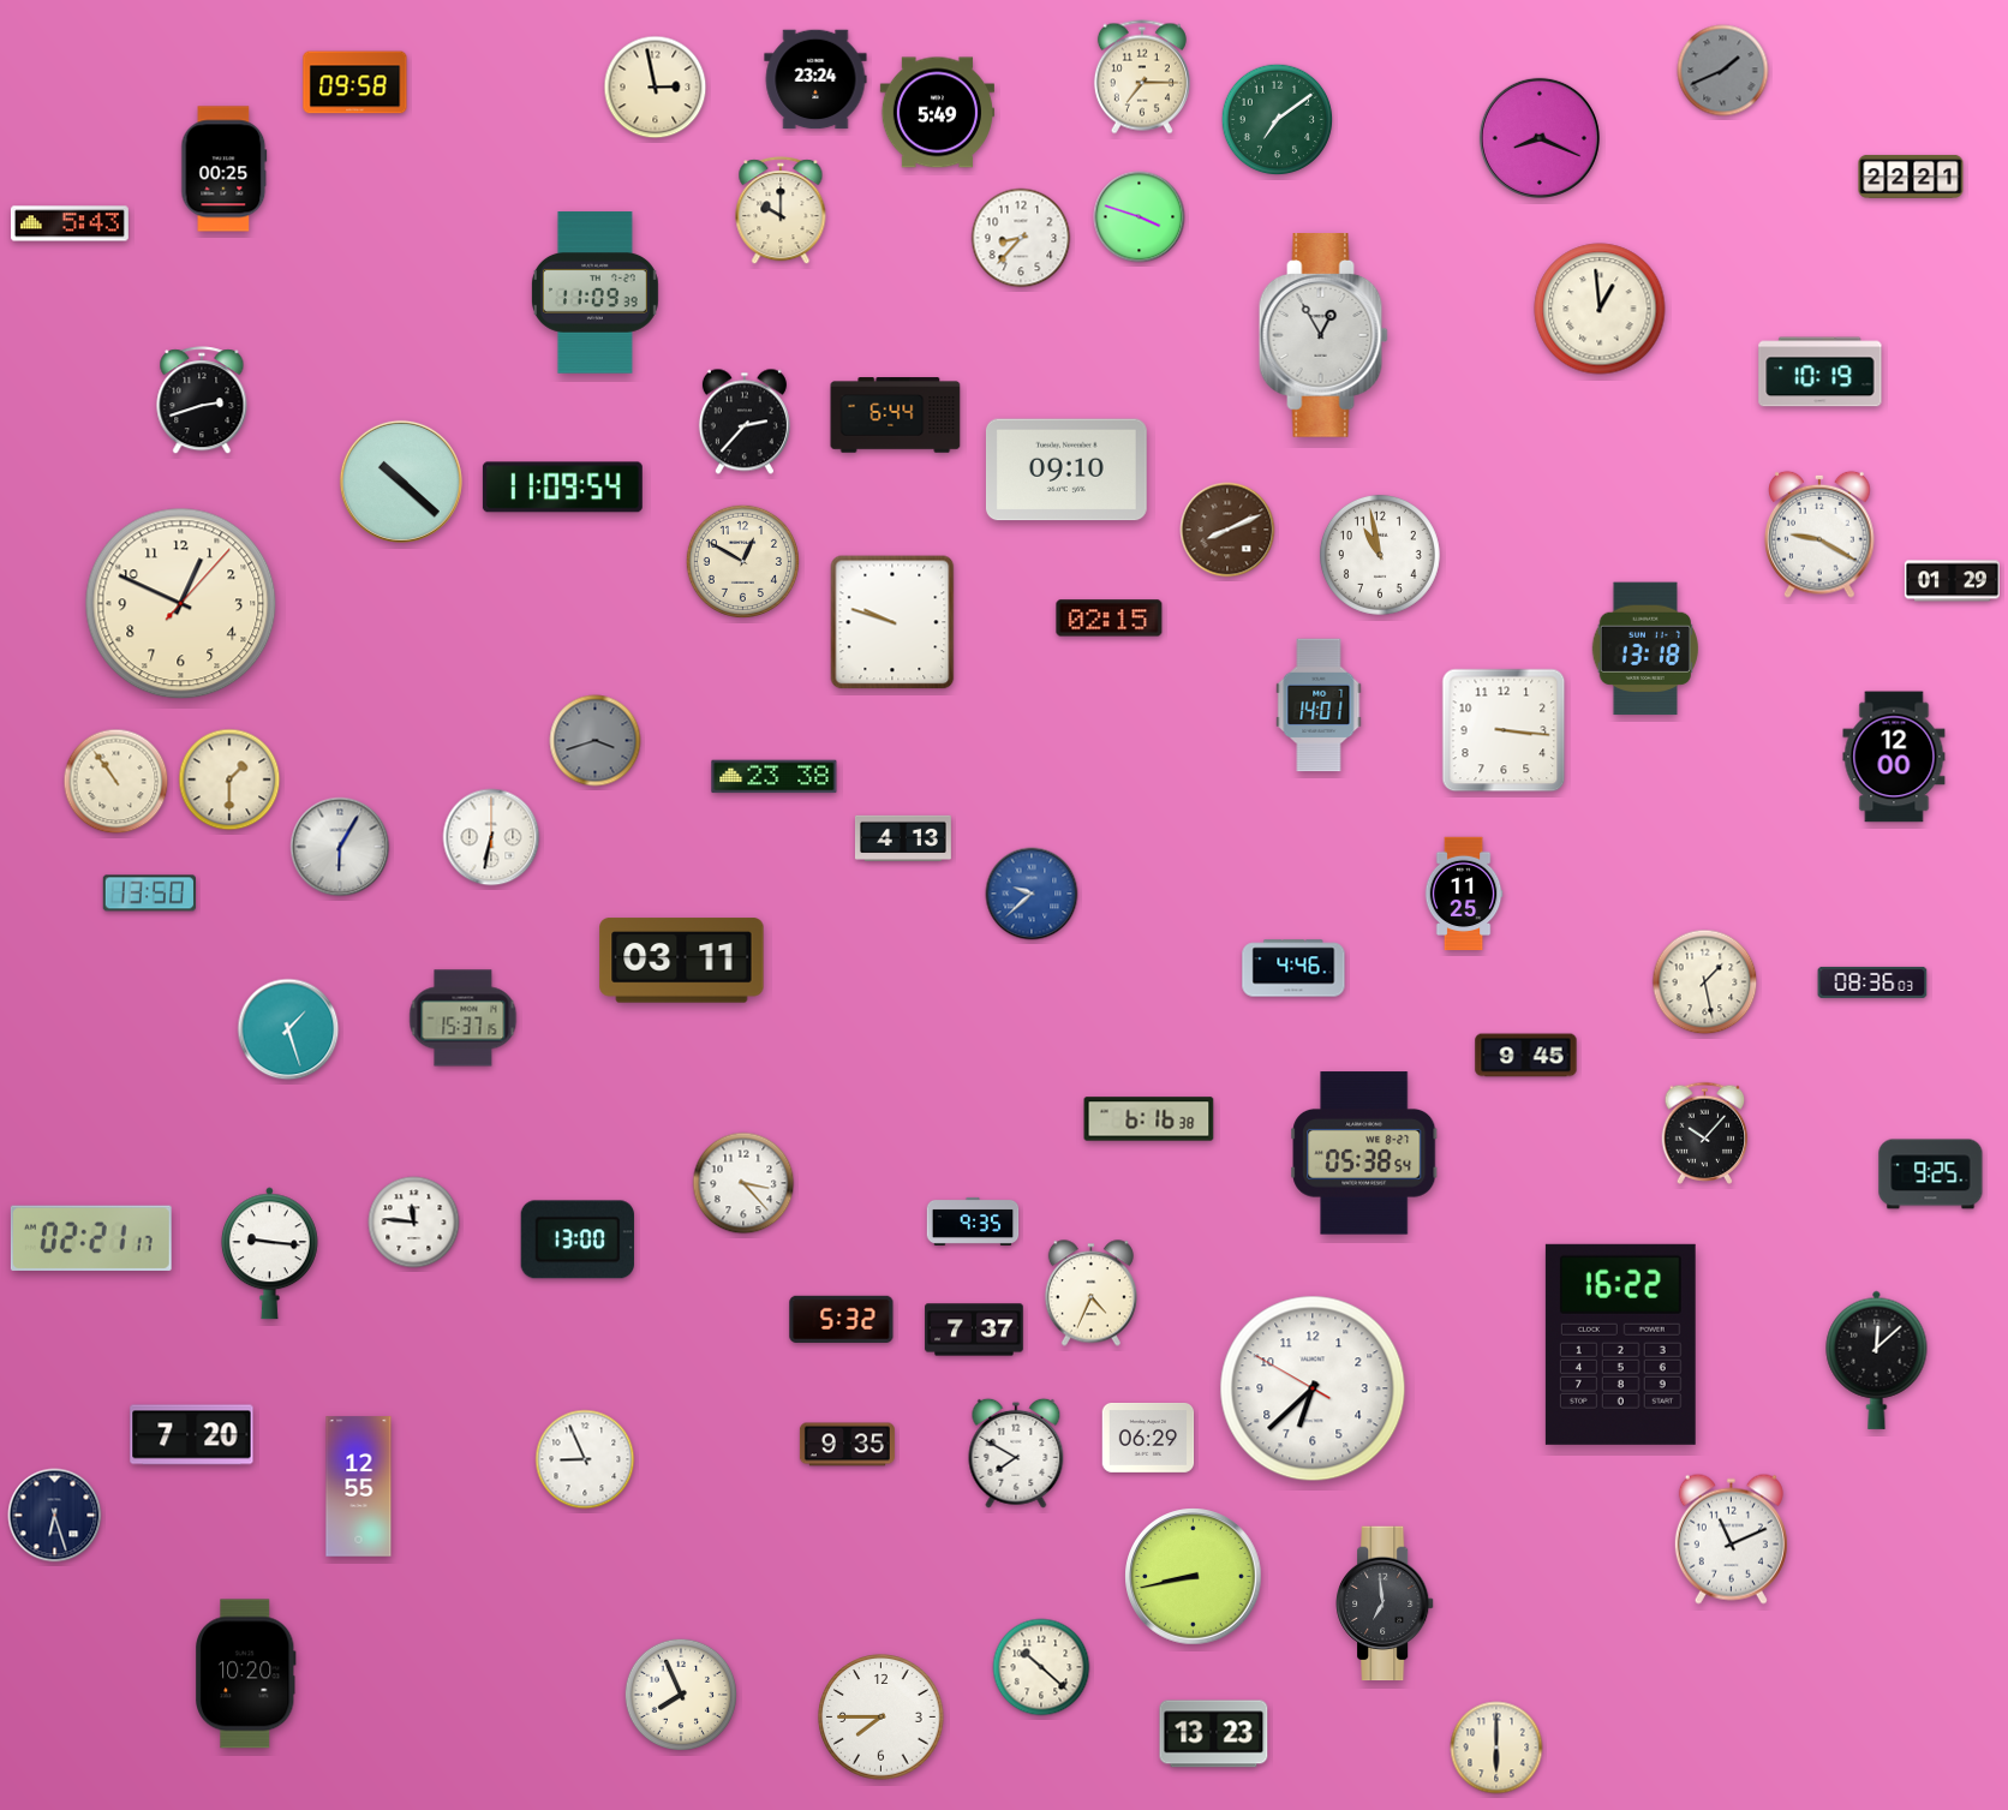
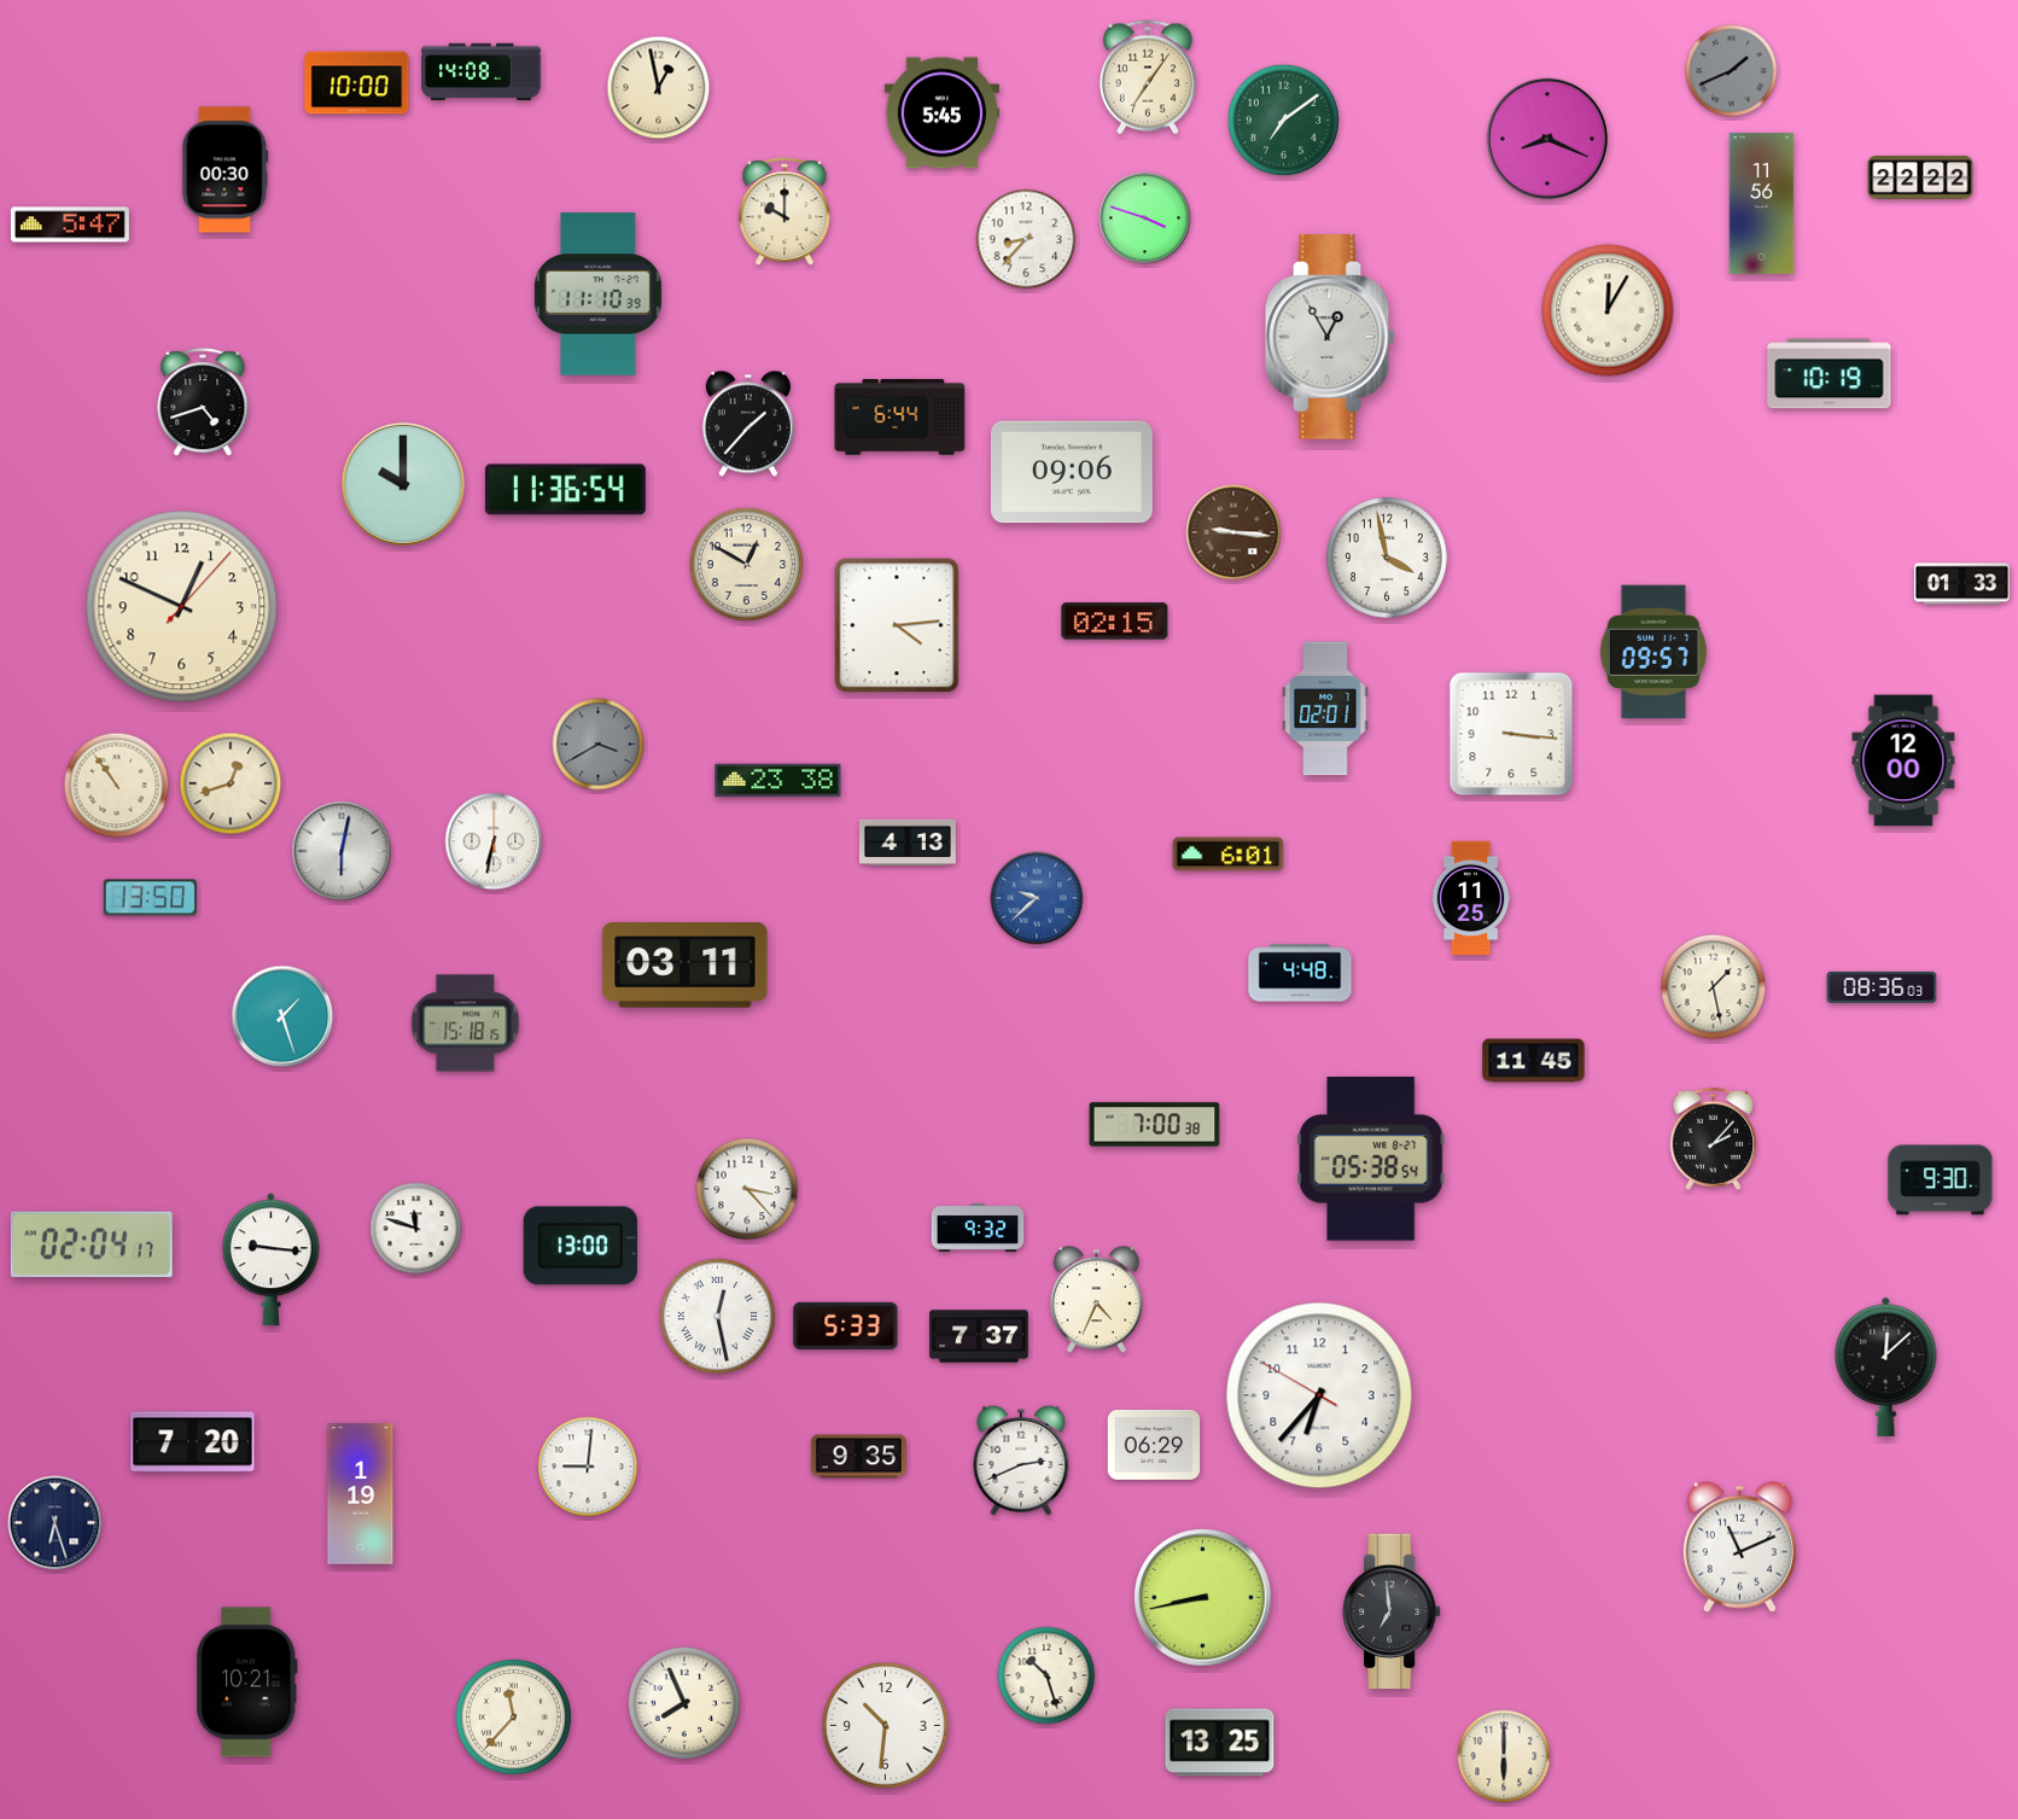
clock at (482, 72): none -> 14:08
clock at (1142, 77): 7:15 -> 7:06
clock at (815, 79): 23:24 -> none
clock at (355, 83): 09:58 -> 10:00
clock at (656, 88): 2:58 -> 12:58
clock at (937, 113): 5:49 -> 5:45
clock at (225, 169): 00:25 -> 00:30
clock at (1911, 177): 22:21 -> 22:22
clock at (1762, 204): none -> 11:56
clock at (70, 223): 5:43 -> 5:47
clock at (594, 293): 11:09 -> 11:10
clock at (1600, 309): 12:59 -> 12:05
clock at (202, 401): 2:42 -> 4:42
clock at (745, 422): 2:37 -> 1:37
clock at (1066, 470): 09:10 -> 09:06
clock at (401, 482): 10:22 -> 10:00
clock at (562, 488): 11:09 -> 11:36
clock at (1227, 530): 8:11 -> 9:16
clock at (1819, 534): 9:20 -> none
clock at (1380, 555): 10:58 -> 3:58
clock at (1952, 581): 01:29 -> 01:33
clock at (892, 622): 9:48 -> 4:14
clock at (1644, 649): 13:18 -> 09:57
clock at (1319, 705): 14:01 -> 02:01
clock at (596, 741): 3:42 -> 3:40
clock at (229, 779): 1:30 -> 12:42
clock at (340, 847): 6:05 -> 6:02
clock at (1229, 855): none -> 6:01
clock at (1293, 968): 4:46 -> 4:48
clock at (464, 1019): 15:37 -> 15:18
clock at (288, 1029) position: (288, 1029) -> (282, 1016)
clock at (1526, 1056): 9:45 -> 11:45
clock at (1149, 1119): 6:16 -> 7:00
clock at (1705, 1133): 10:07 -> 2:07
clock at (1931, 1175): 9:25 -> 9:30
clock at (973, 1221): 9:35 -> 9:32
clock at (414, 1223): 11:46 -> 11:48
clock at (91, 1238): 02:21 -> 02:04
clock at (717, 1316): none -> 12:28
clock at (842, 1319): 5:32 -> 5:33
clock at (1620, 1344): 16:22 -> none
clock at (1313, 1388): 6:37 -> 6:36
clock at (847, 1445) position: (847, 1445) -> (858, 1457)
clock at (1016, 1453): 7:50 -> 2:41
clock at (585, 1459): 8:56 -> 9:01
clock at (359, 1487): 12:55 -> 1:19
clock at (1194, 1577) position: (1194, 1577) -> (1203, 1598)
clock at (1041, 1667): 10:22 -> 10:27
clock at (246, 1674): 10:20 -> 10:21
clock at (513, 1716): none -> 11:37
clock at (882, 1718): 7:45 -> 10:31
clock at (1214, 1734): 13:23 -> 13:25
